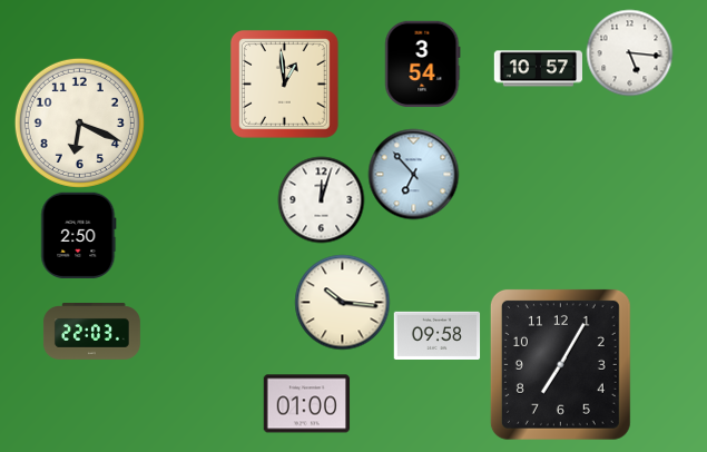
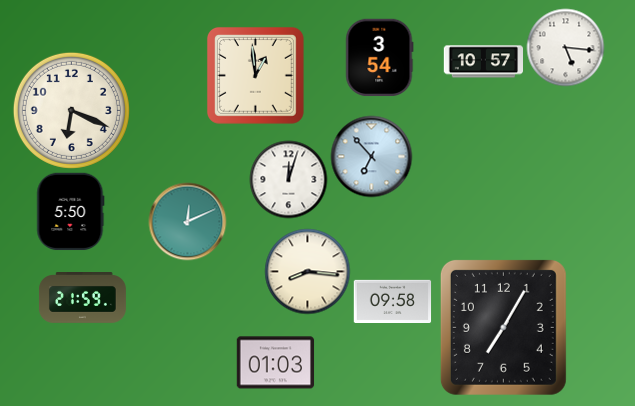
clock at (79, 235): 2:50 -> 5:50
clock at (187, 221): none -> 12:11
clock at (342, 302): 10:16 -> 8:16
clock at (91, 332): 22:03 -> 21:59
clock at (306, 404): 01:00 -> 01:03
